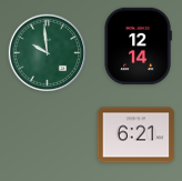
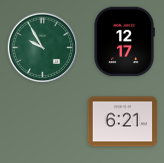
clock at (138, 47): 12:14 -> 12:17
clock at (47, 52): 9:59 -> 9:55
